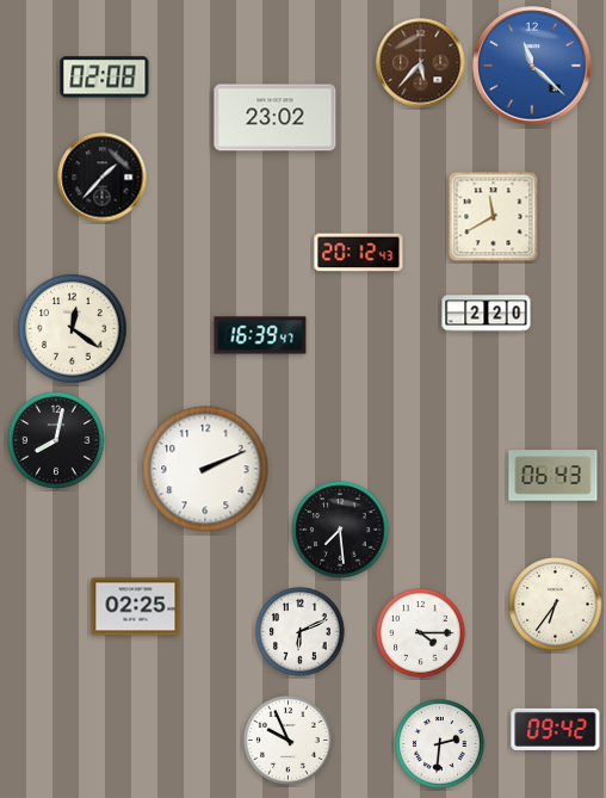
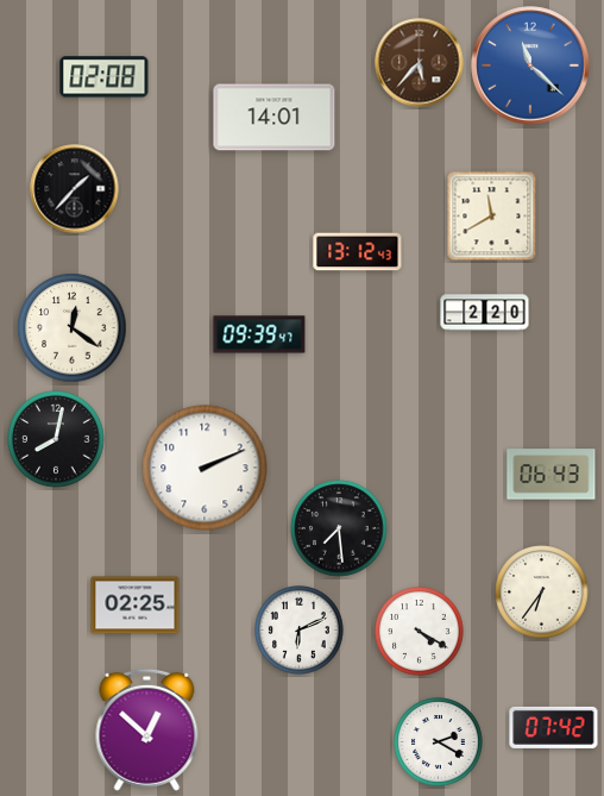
clock at (276, 118): 23:02 -> 14:01
clock at (103, 178) position: (103, 178) -> (75, 189)
clock at (359, 253): 20:12 -> 13:12
clock at (260, 335): 16:39 -> 09:39
clock at (556, 605) position: (556, 605) -> (542, 593)
clock at (421, 633): 4:15 -> 4:20
clock at (556, 729): 09:42 -> 07:42
clock at (147, 729): none -> 12:52
clock at (289, 741): 9:56 -> none
clock at (440, 744): 2:31 -> 2:20
